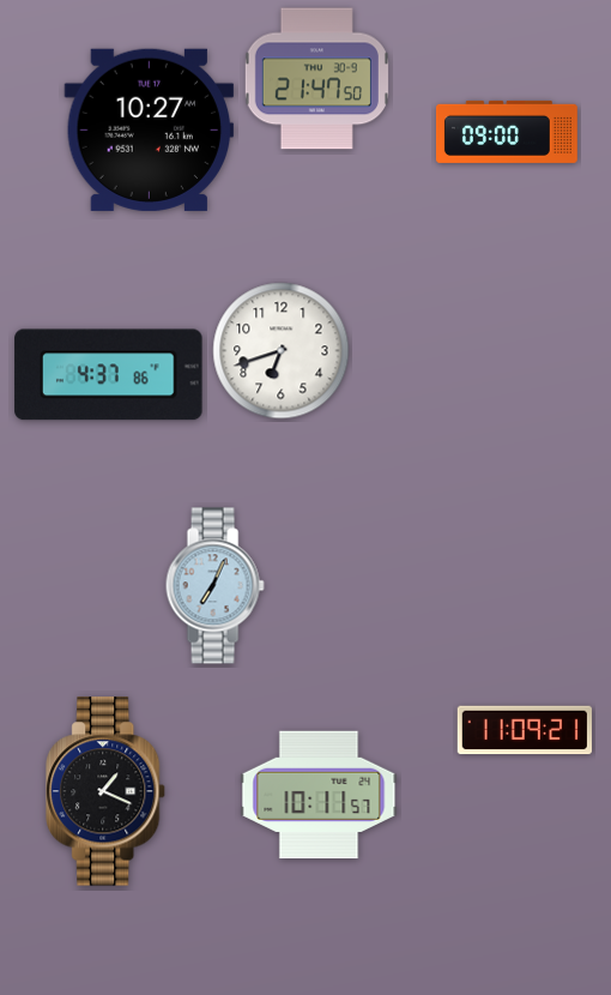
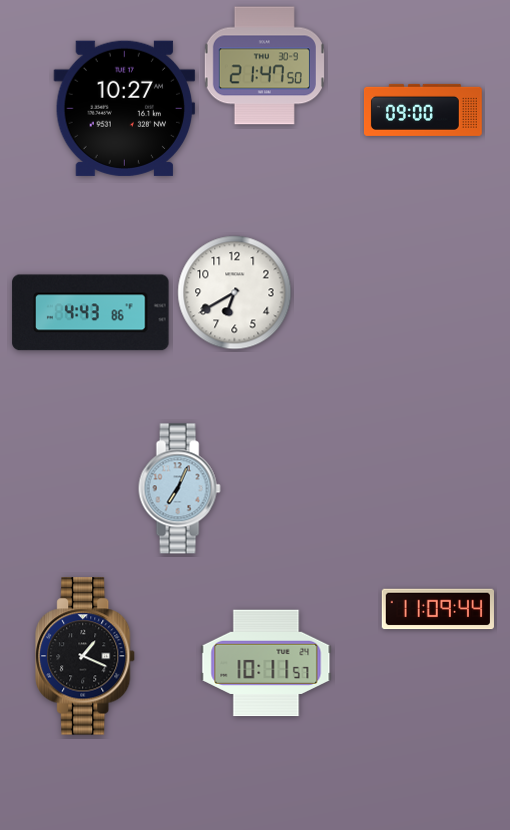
clock at (282, 351): 6:42 -> 6:40
clock at (109, 375): 4:37 -> 4:43
clock at (524, 730): 11:09:21 -> 11:09:44
clock at (107, 791) position: (107, 791) -> (86, 656)
